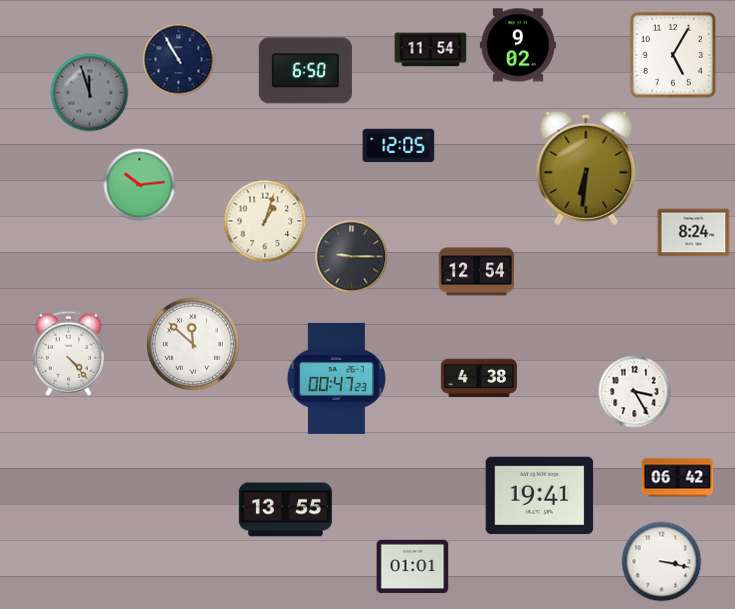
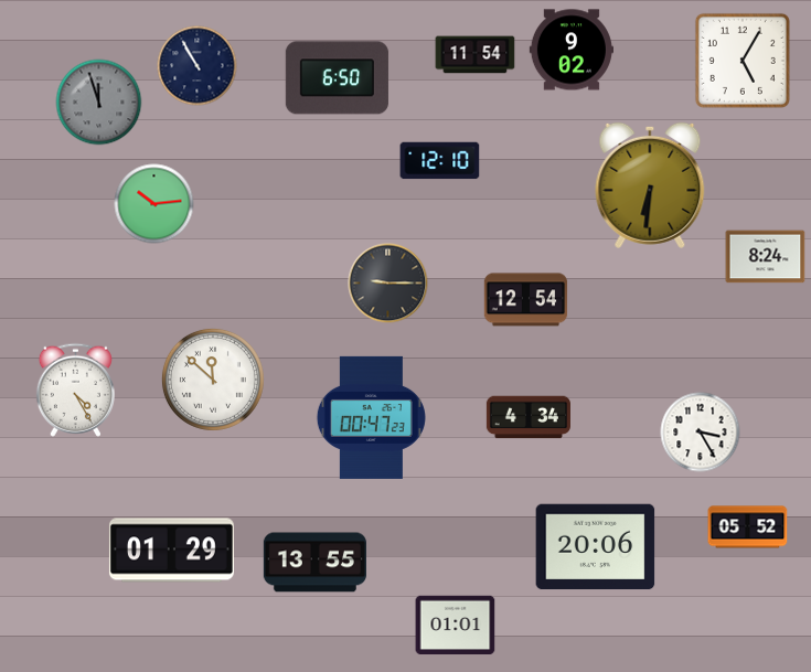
clock at (399, 146): 12:05 -> 12:10
clock at (586, 168) position: (586, 168) -> (650, 185)
clock at (265, 221): 1:03 -> none
clock at (68, 353): 4:23 -> 4:25
clock at (479, 378): 4:38 -> 4:34
clock at (678, 478): 06:42 -> 05:52
clock at (540, 496): 19:41 -> 20:06
clock at (171, 551): none -> 01:29
clock at (662, 562): 3:17 -> none
